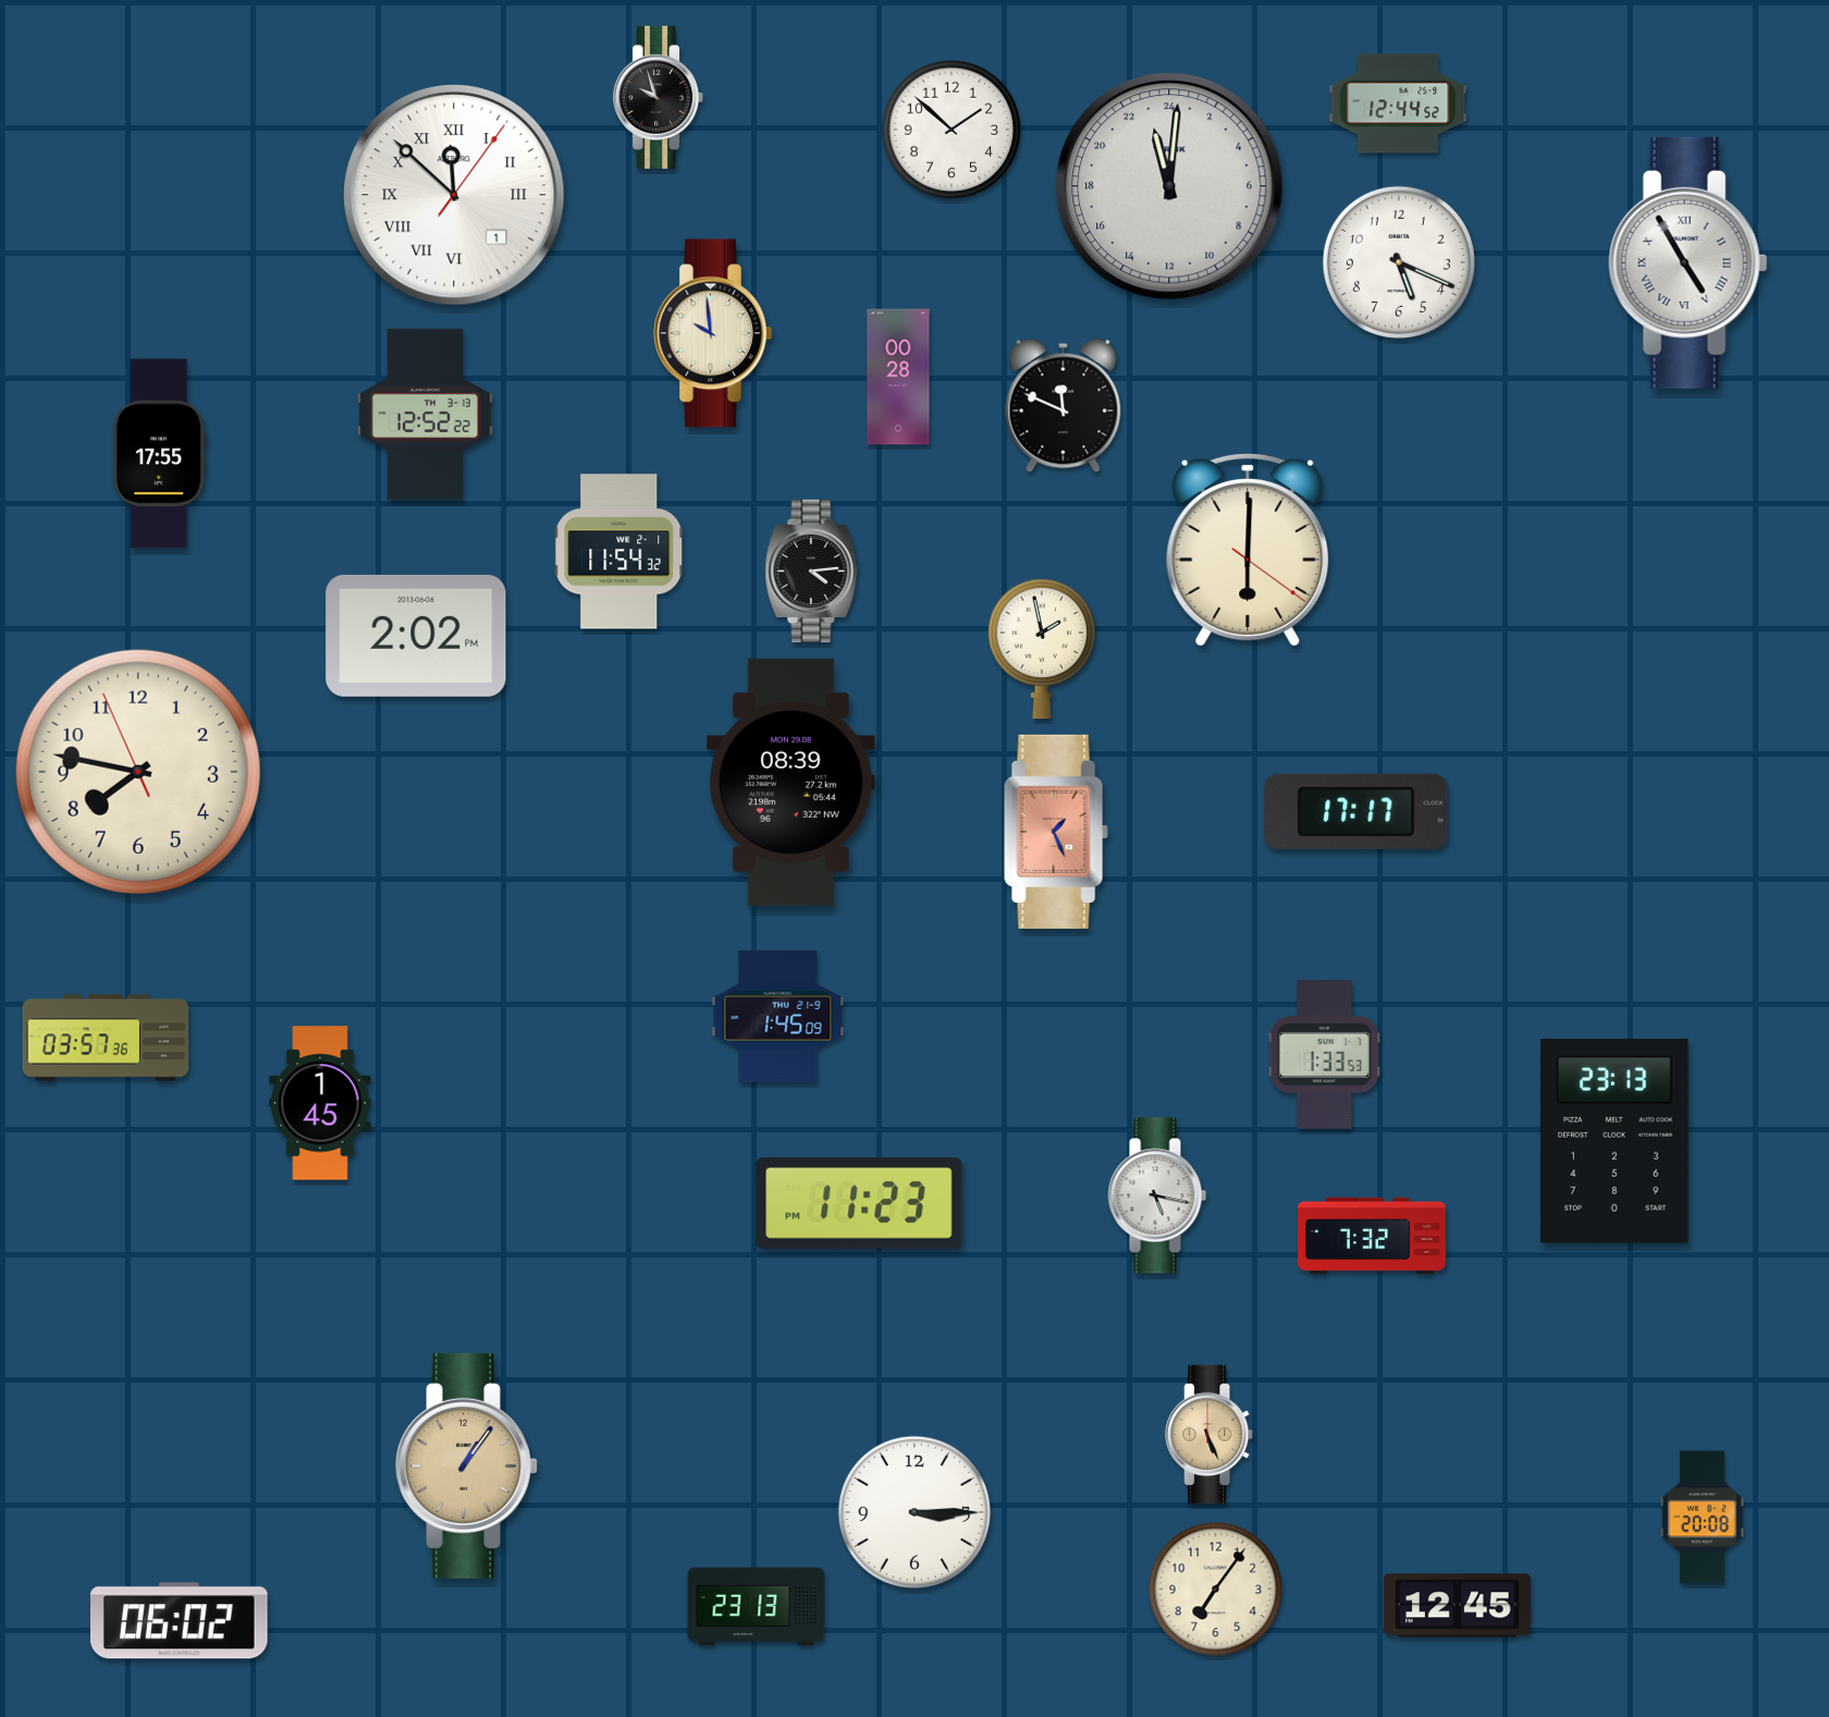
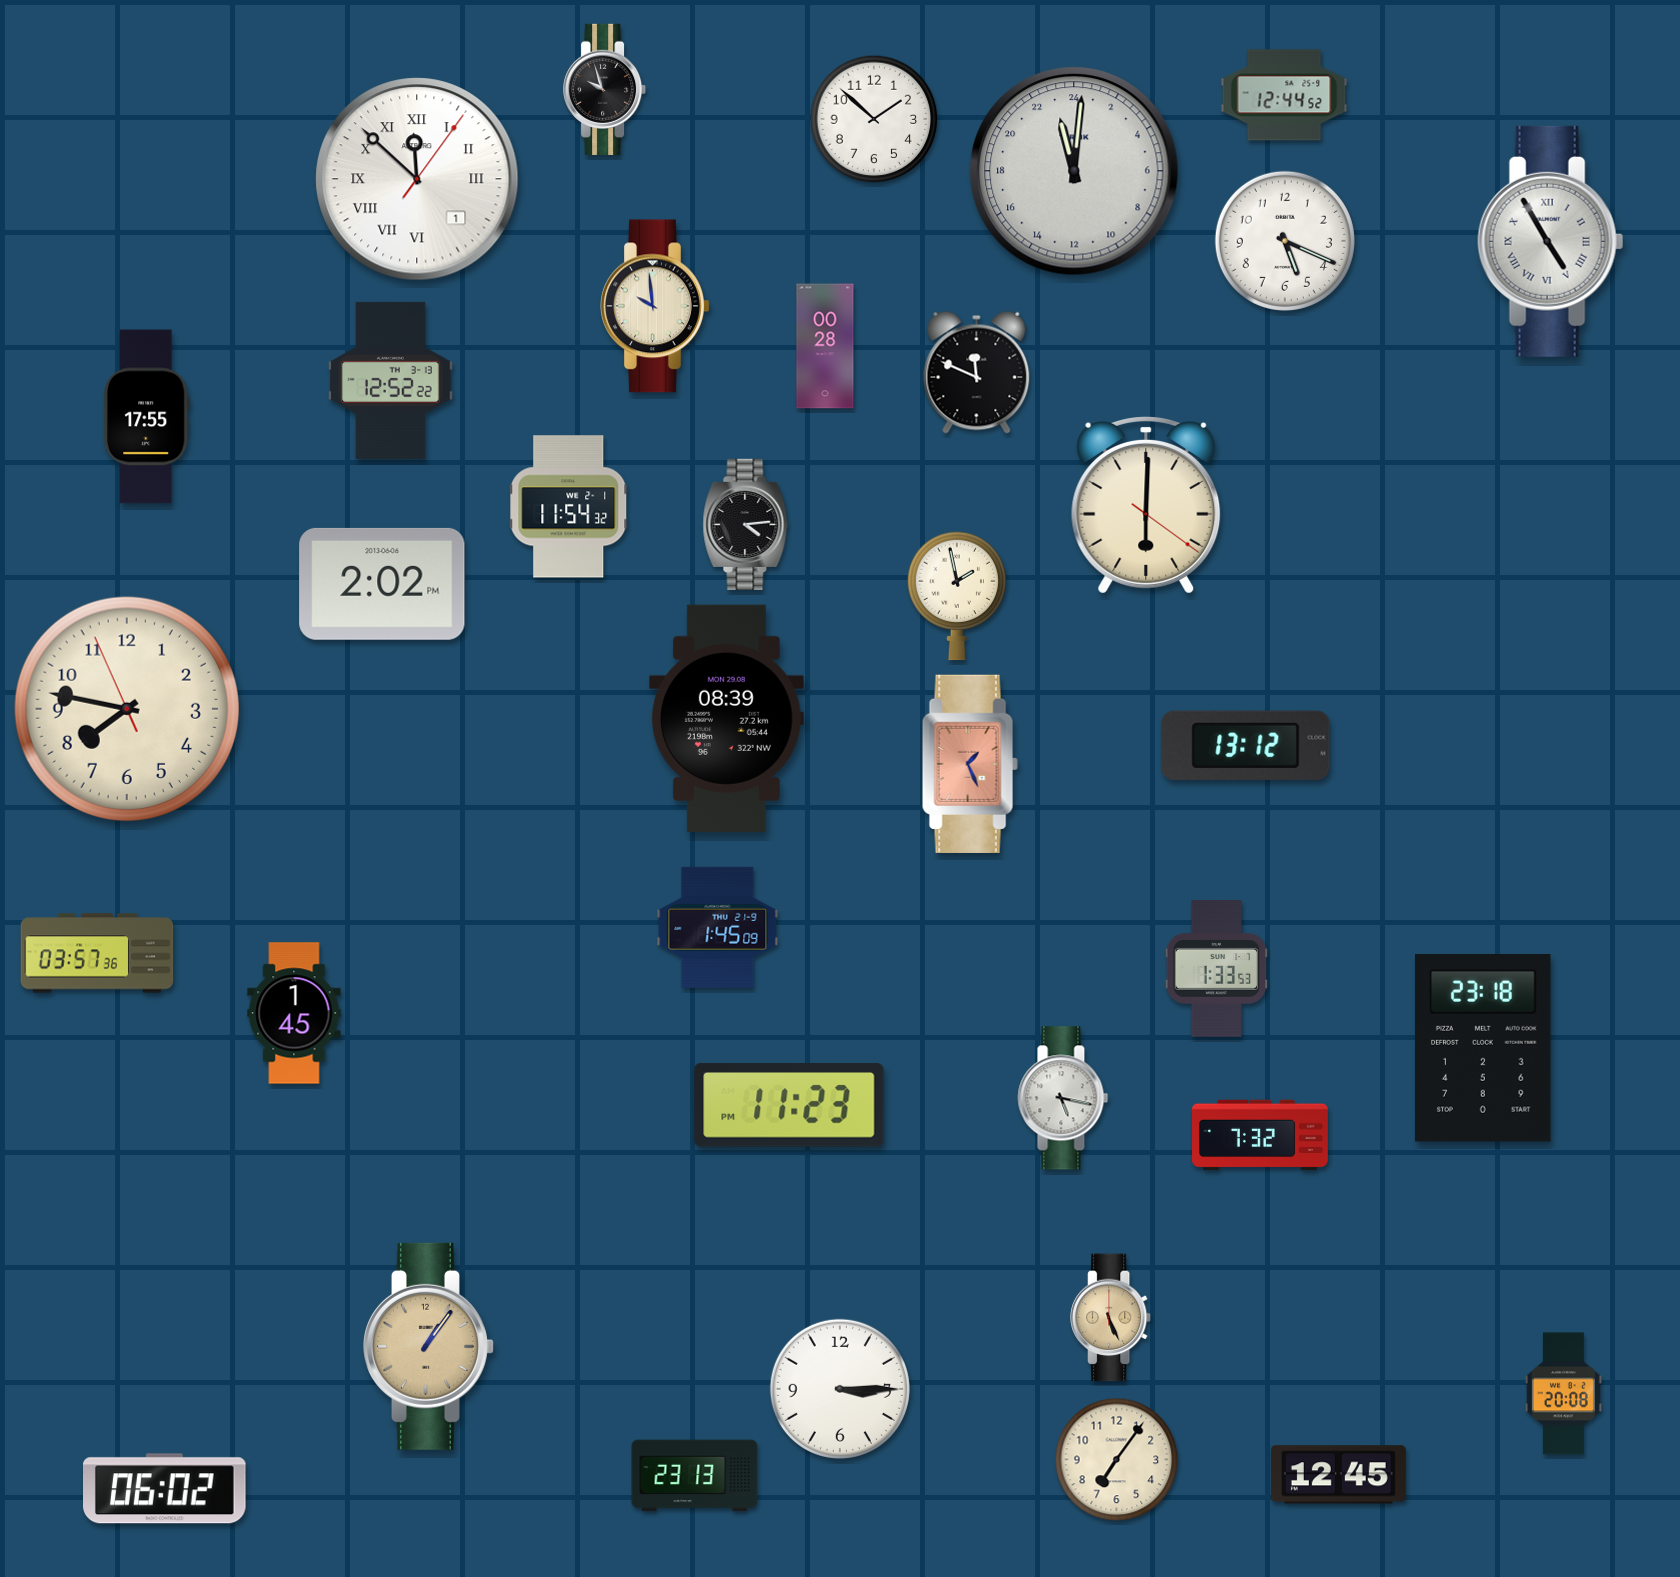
clock at (1357, 811): 17:17 -> 13:12
clock at (778, 1016) position: (778, 1016) -> (718, 927)
clock at (1616, 1142): 23:13 -> 23:18
